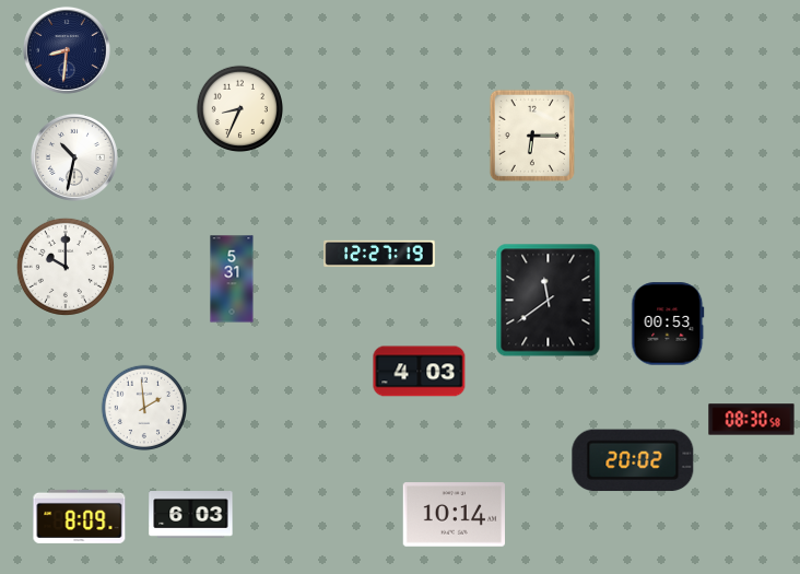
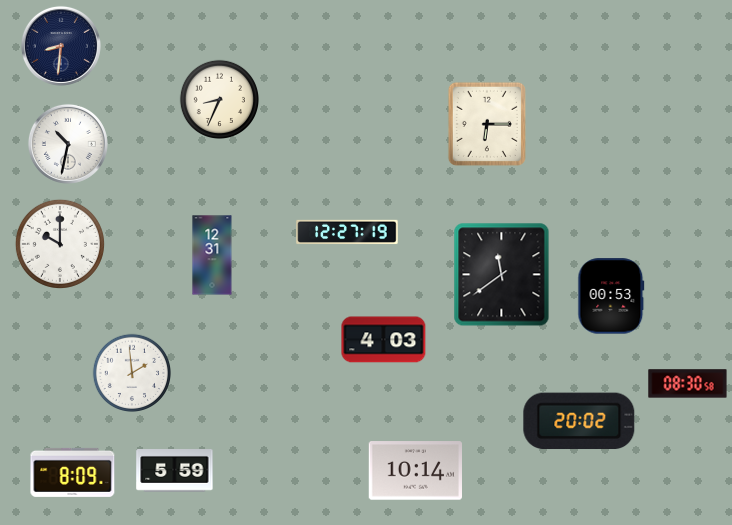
clock at (232, 279): 5:31 -> 12:31
clock at (191, 515): 6:03 -> 5:59
